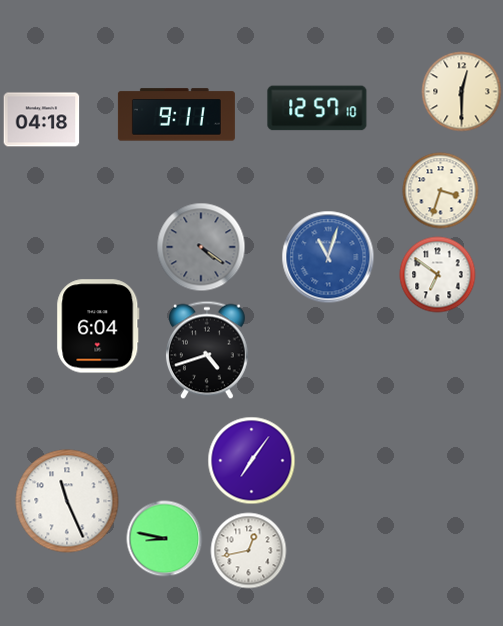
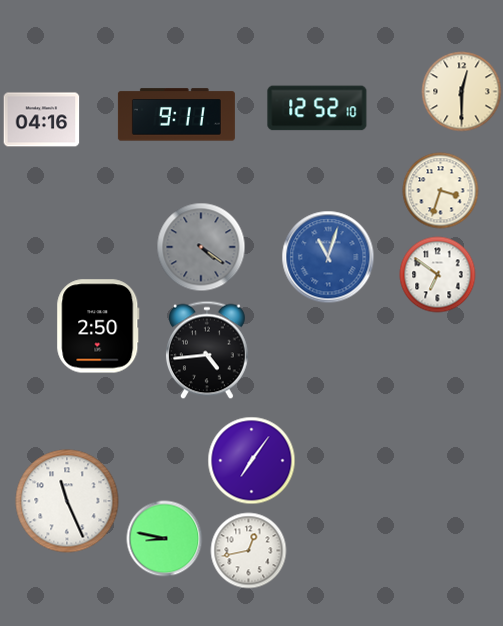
clock at (317, 108): 12:57 -> 12:52
clock at (42, 120): 04:18 -> 04:16
clock at (98, 326): 6:04 -> 2:50
clock at (207, 350): 4:42 -> 4:44
